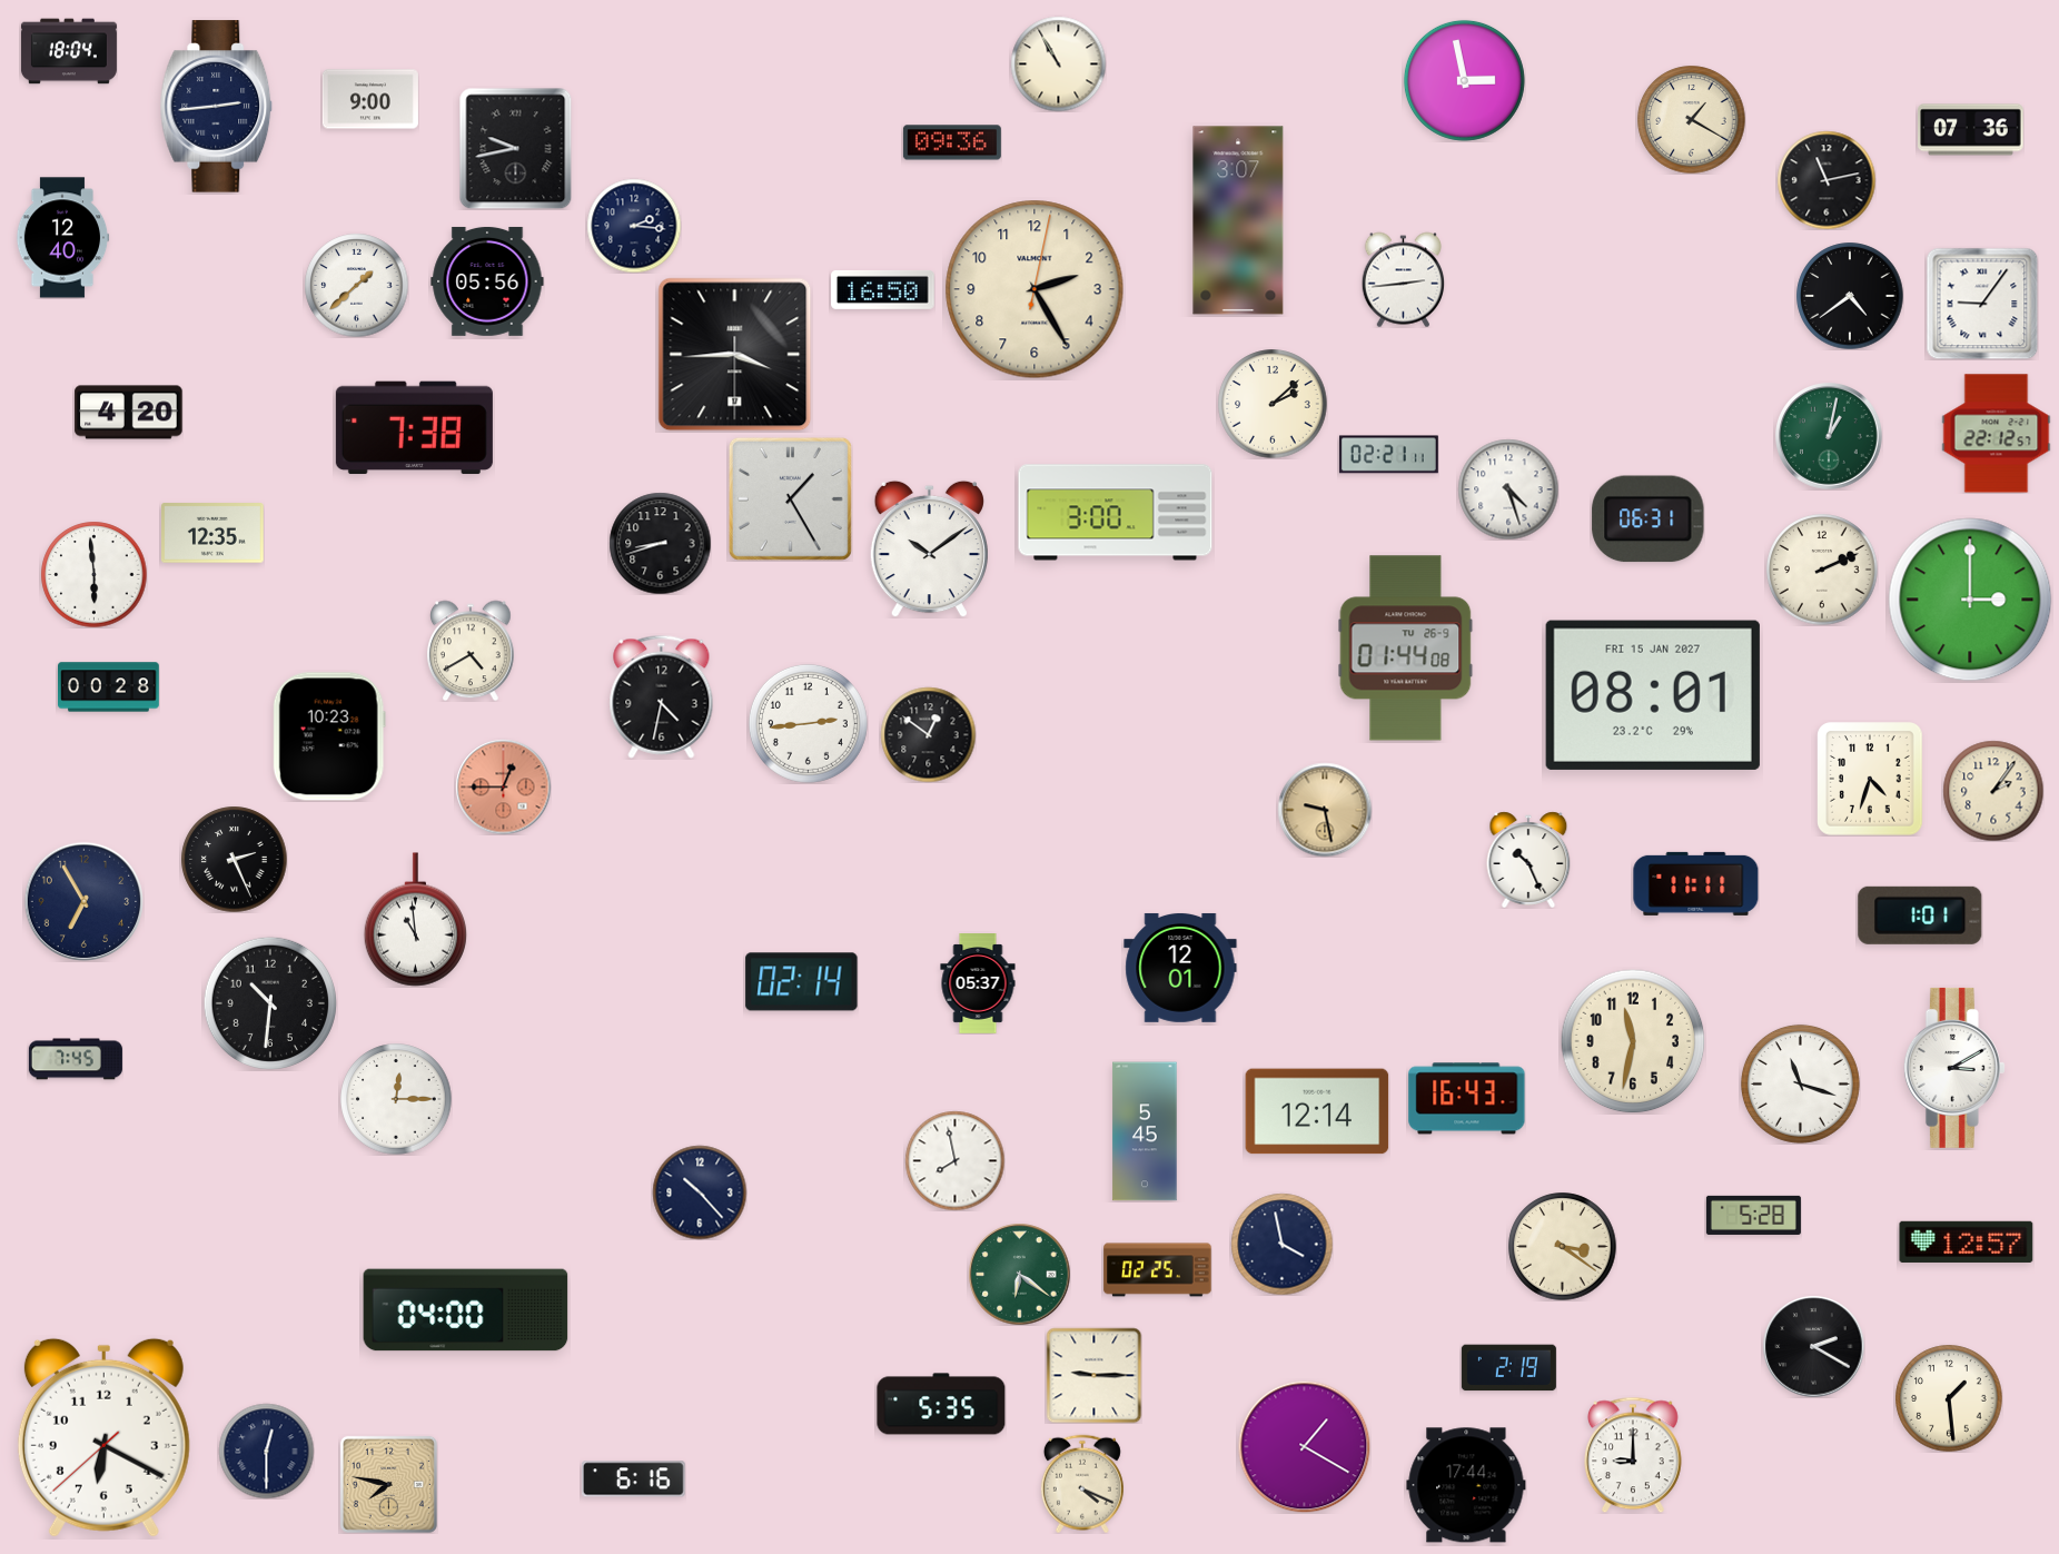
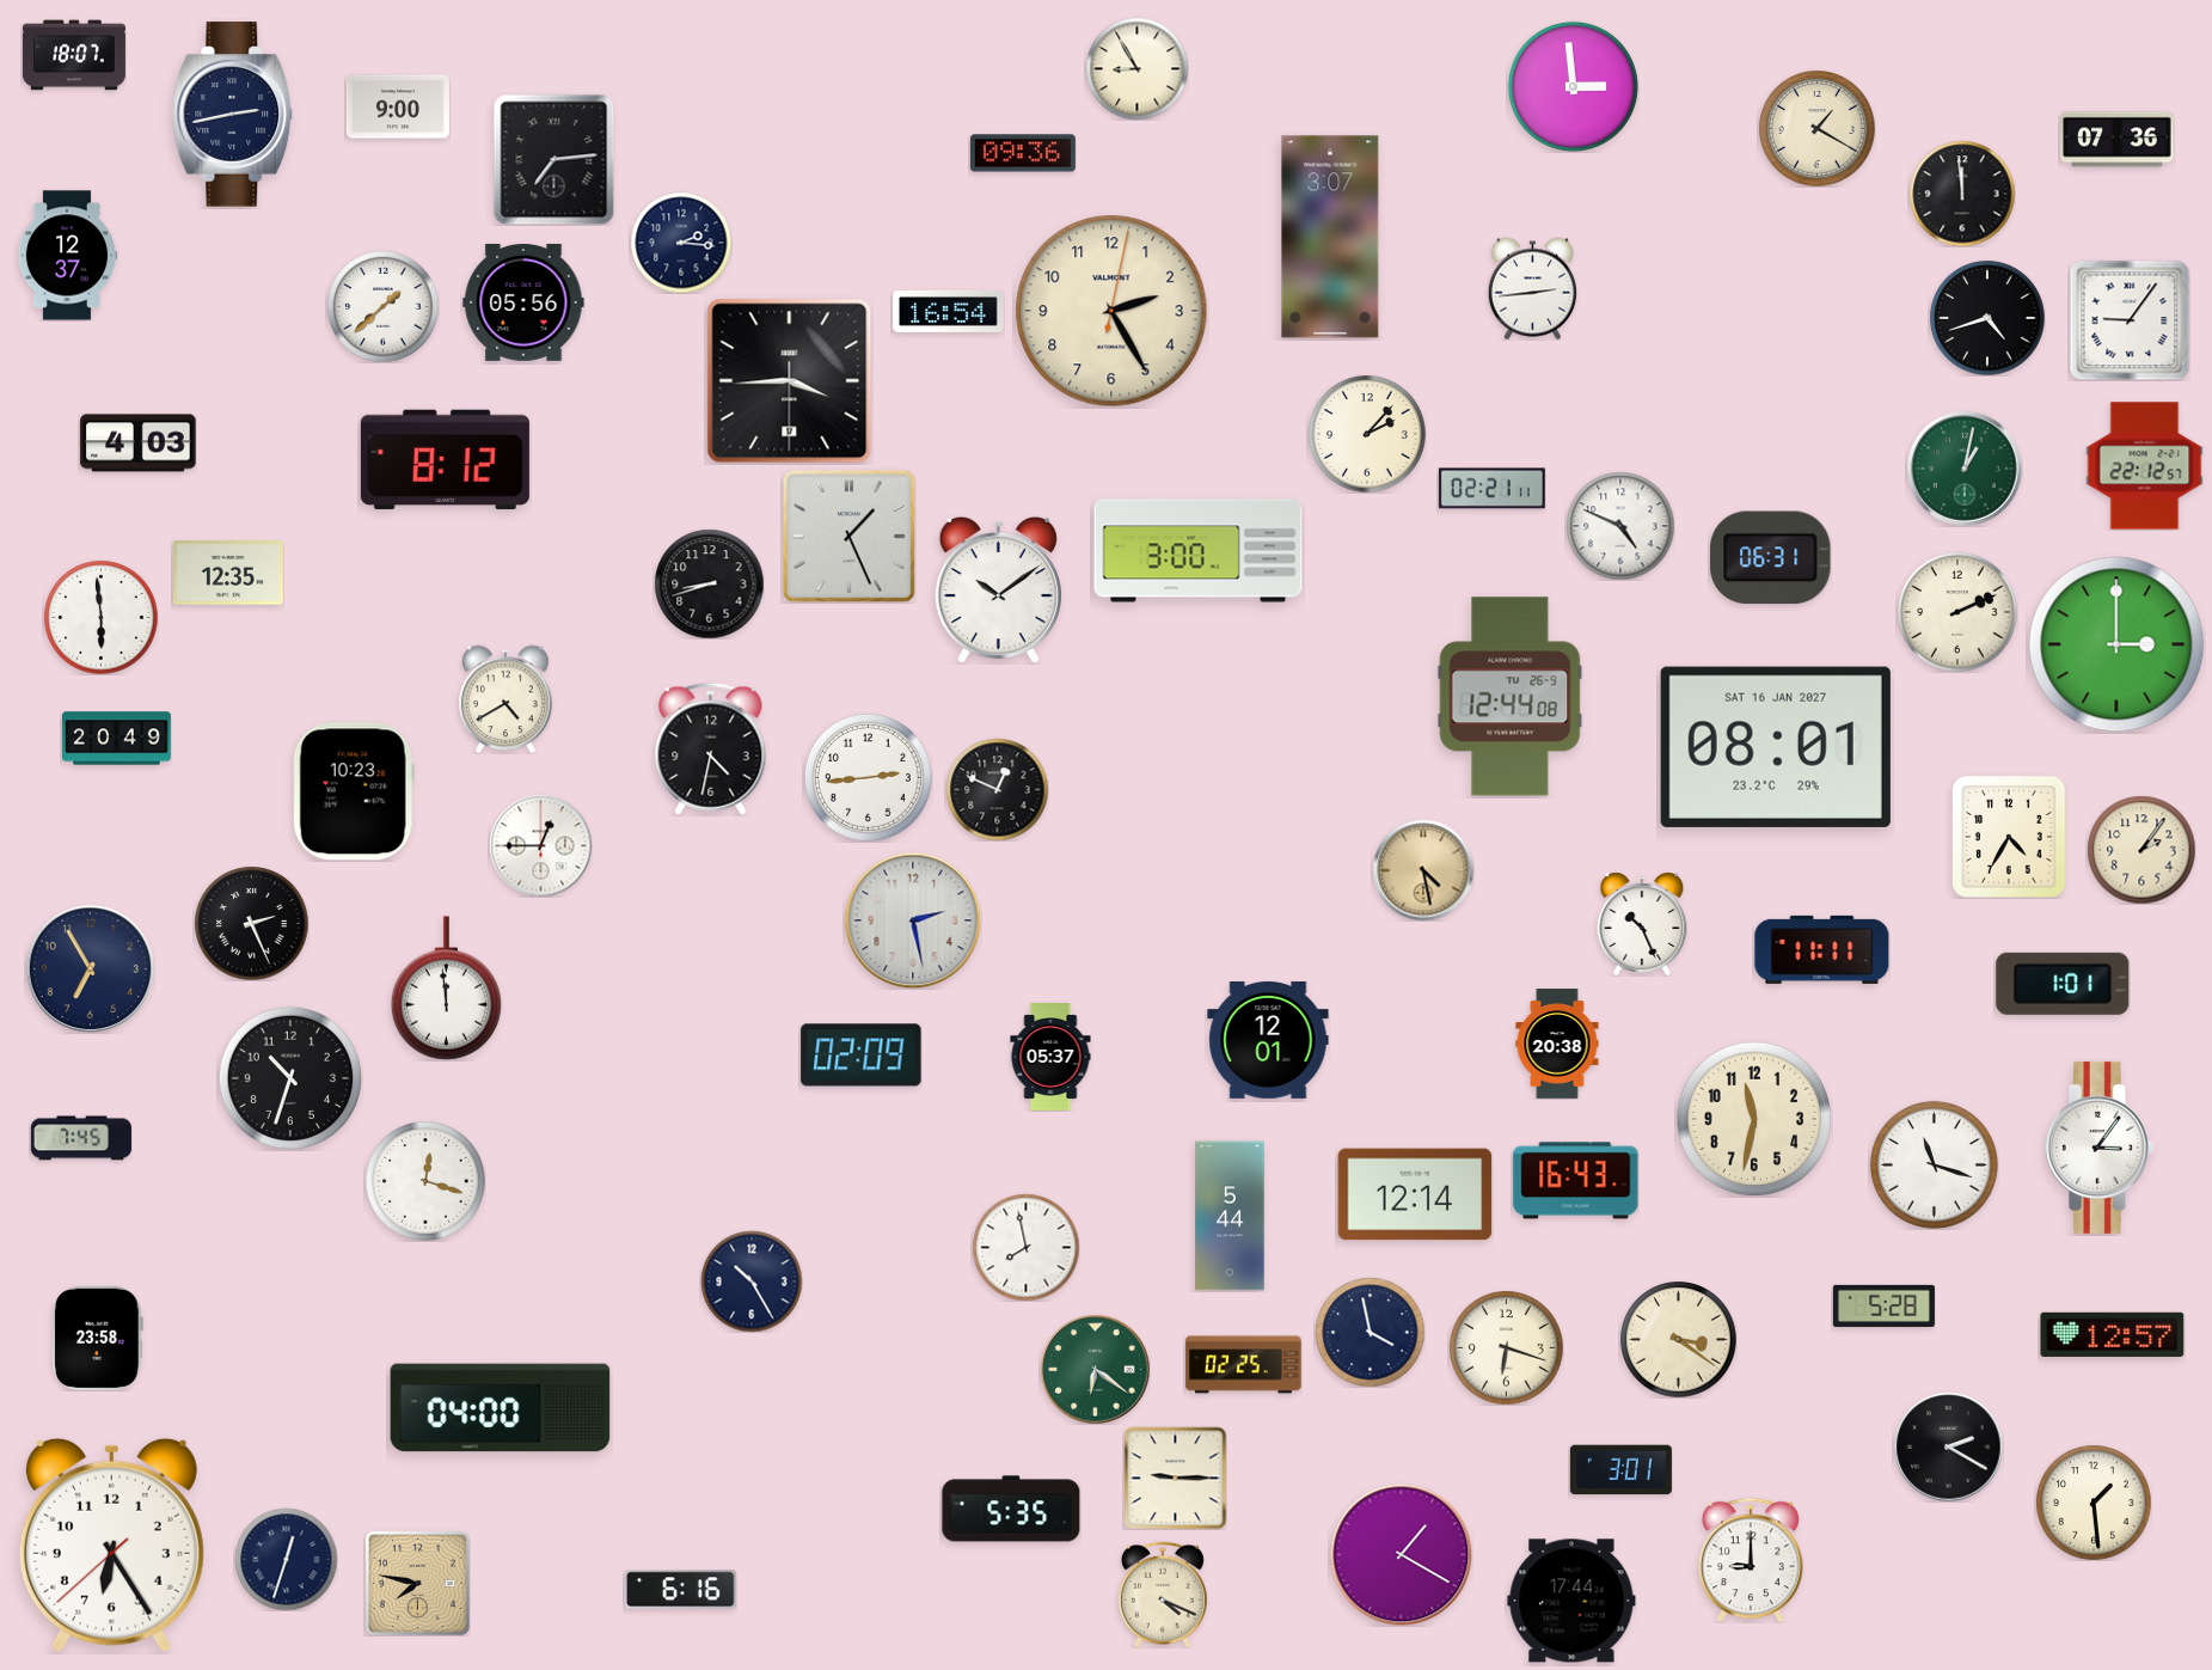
clock at (69, 51): 18:04 -> 18:07
clock at (1058, 63): 10:55 -> 8:55
clock at (1464, 80): 2:58 -> 2:59
clock at (217, 107): 2:44 -> 2:43
clock at (516, 148): 9:43 -> 7:14
clock at (1827, 180): 11:13 -> 11:59
clock at (62, 238): 12:40 -> 12:37
clock at (1403, 279) position: (1403, 279) -> (1532, 288)
clock at (883, 289): 16:50 -> 16:54
clock at (1850, 296): 4:39 -> 4:42
clock at (1982, 304) position: (1982, 304) -> (2130, 320)
clock at (1273, 404): 2:08 -> 2:07
clock at (129, 413): 4:20 -> 4:03
clock at (414, 428): 7:38 -> 8:12
clock at (1508, 489): 4:27 -> 4:49
clock at (790, 498): 1:25 -> 1:26
clock at (1406, 649): 01:44 -> 12:44
clock at (109, 687): 00:28 -> 20:49
clock at (1653, 695) date: FRI 15 JAN 2027 -> SAT 16 JAN 2027
clock at (928, 734): 12:51 -> 12:49
clock at (1870, 779): 4:33 -> 4:35
clock at (503, 786) dial: salmon -> white
clock at (1325, 810): 9:28 -> 4:28
clock at (913, 920): none -> 2:28
clock at (415, 920): 10:59 -> 11:59
clock at (1557, 1044): none -> 20:38
clock at (802, 982): 02:14 -> 02:09
clock at (270, 1003): 10:31 -> 10:33
clock at (1954, 1068): 3:10 -> 3:06
clock at (396, 1099): 12:15 -> 12:18
clock at (1145, 1131): 5:45 -> 5:44
clock at (700, 1192): 10:23 -> 10:25
clock at (1281, 1244) position: (1281, 1244) -> (1370, 1332)
clock at (98, 1338): none -> 23:58
clock at (1506, 1347): none -> 6:18
clock at (1508, 1368): 2:19 -> 3:01
clock at (103, 1437): 6:19 -> 6:24
clock at (266, 1451): 12:30 -> 12:33
clock at (1634, 1455) position: (1634, 1455) -> (1752, 1560)
clock at (388, 1484) position: (388, 1484) -> (417, 1583)
clock at (1466, 1485) position: (1466, 1485) -> (1571, 1601)
